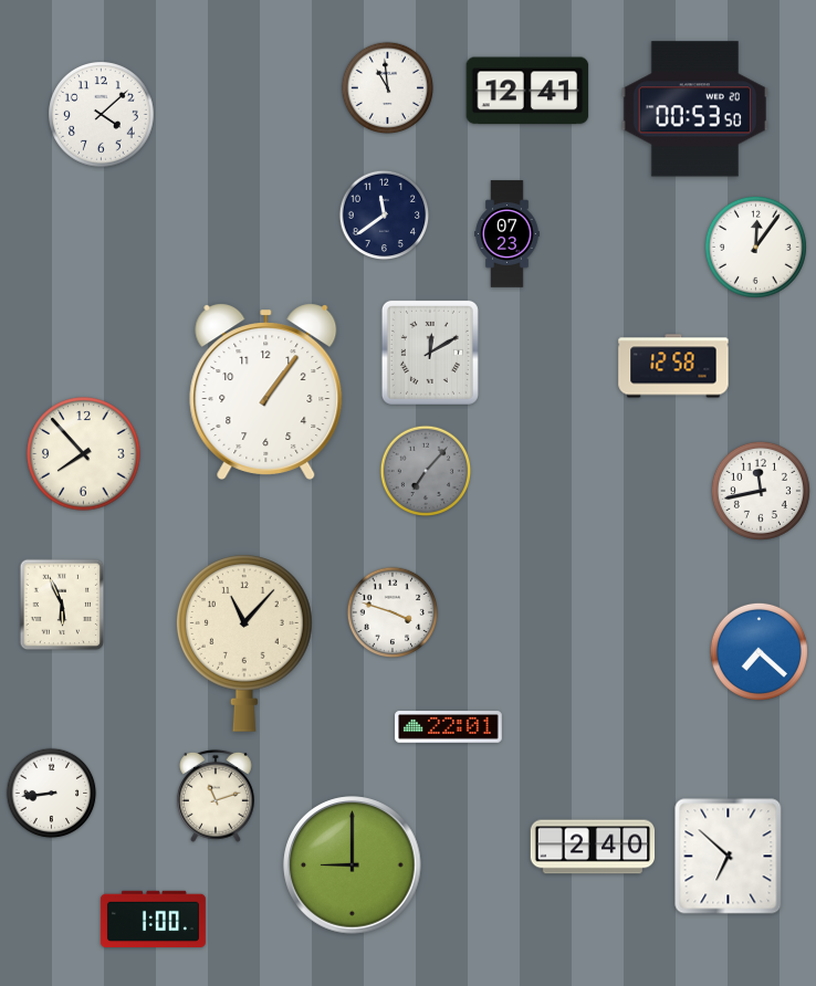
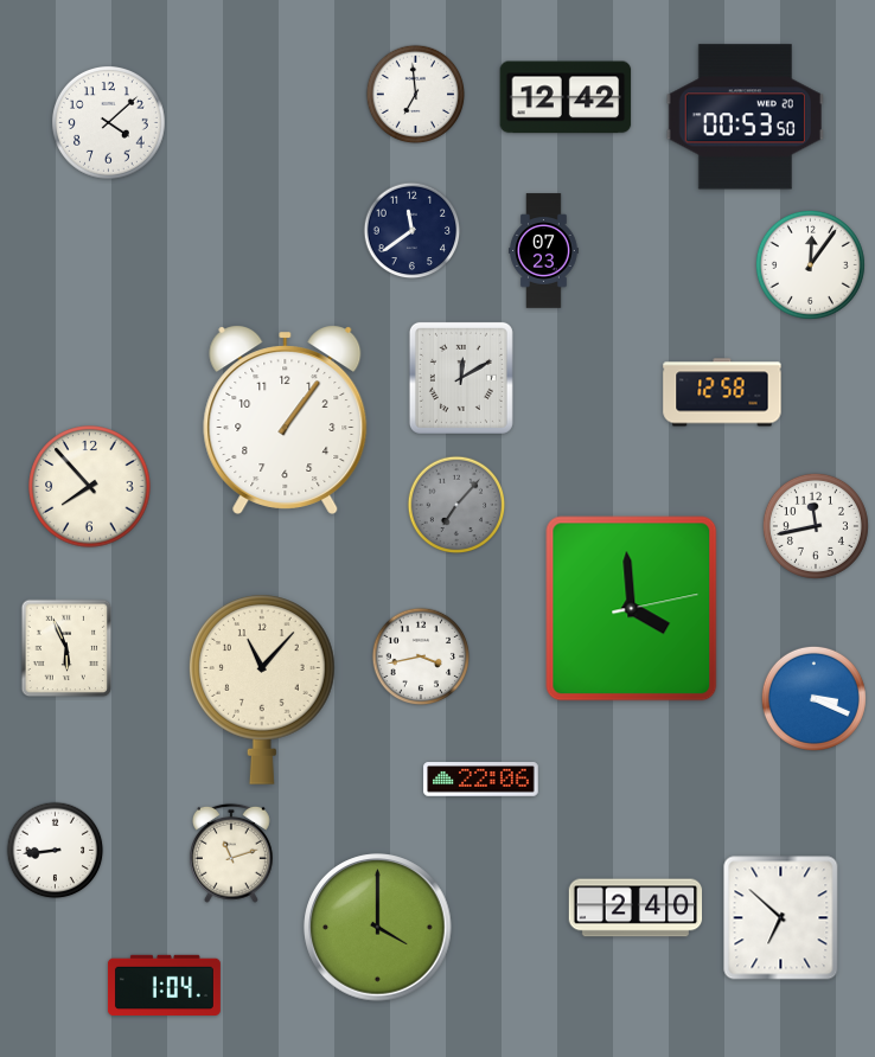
clock at (388, 88): 10:59 -> 6:59
clock at (527, 91): 12:41 -> 12:42
clock at (632, 609): none -> 3:59
clock at (393, 612): 3:48 -> 3:43
clock at (759, 651): 7:22 -> 3:19
clock at (449, 727): 22:01 -> 22:06
clock at (353, 866): 9:00 -> 4:00
clock at (153, 919): 1:00 -> 1:04
